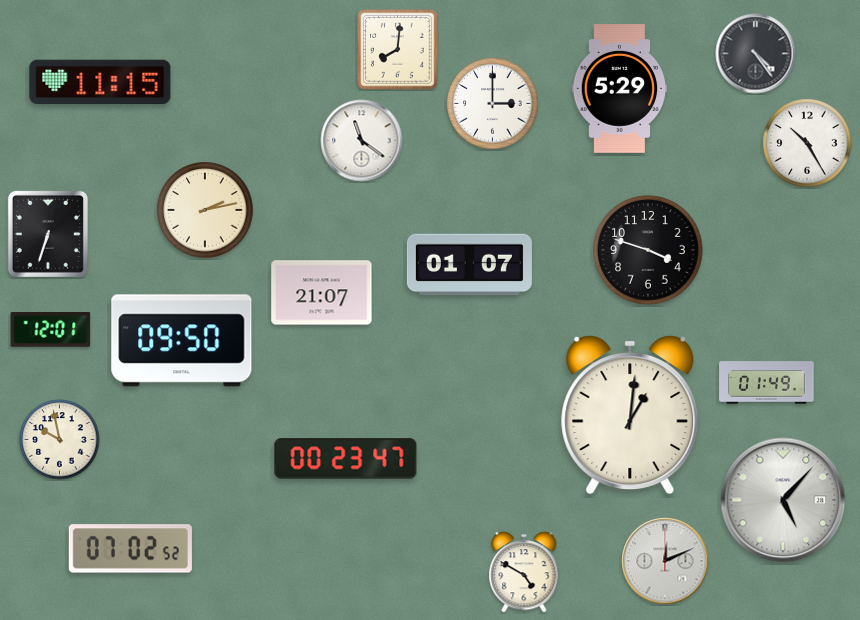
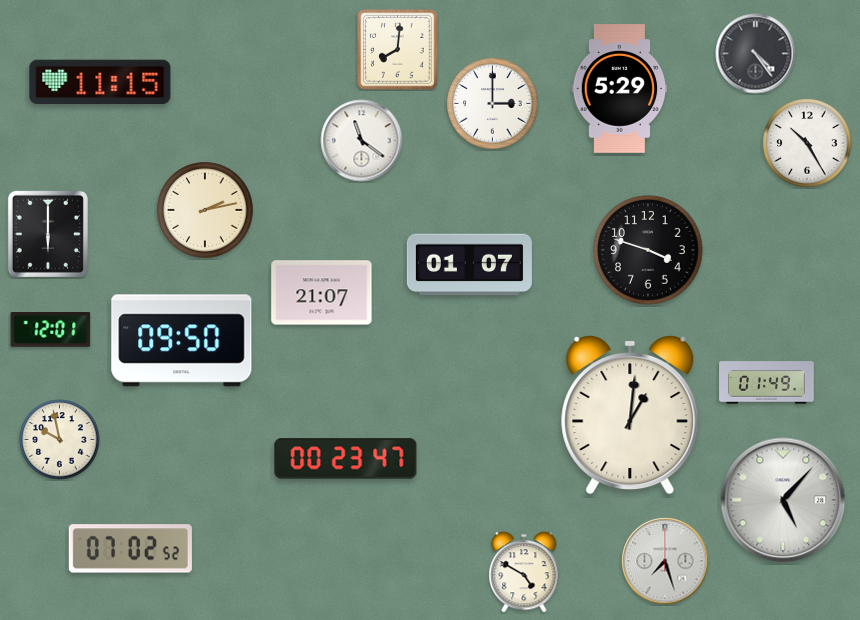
clock at (48, 234): 6:33 -> 6:00
clock at (665, 561): 12:11 -> 7:27
